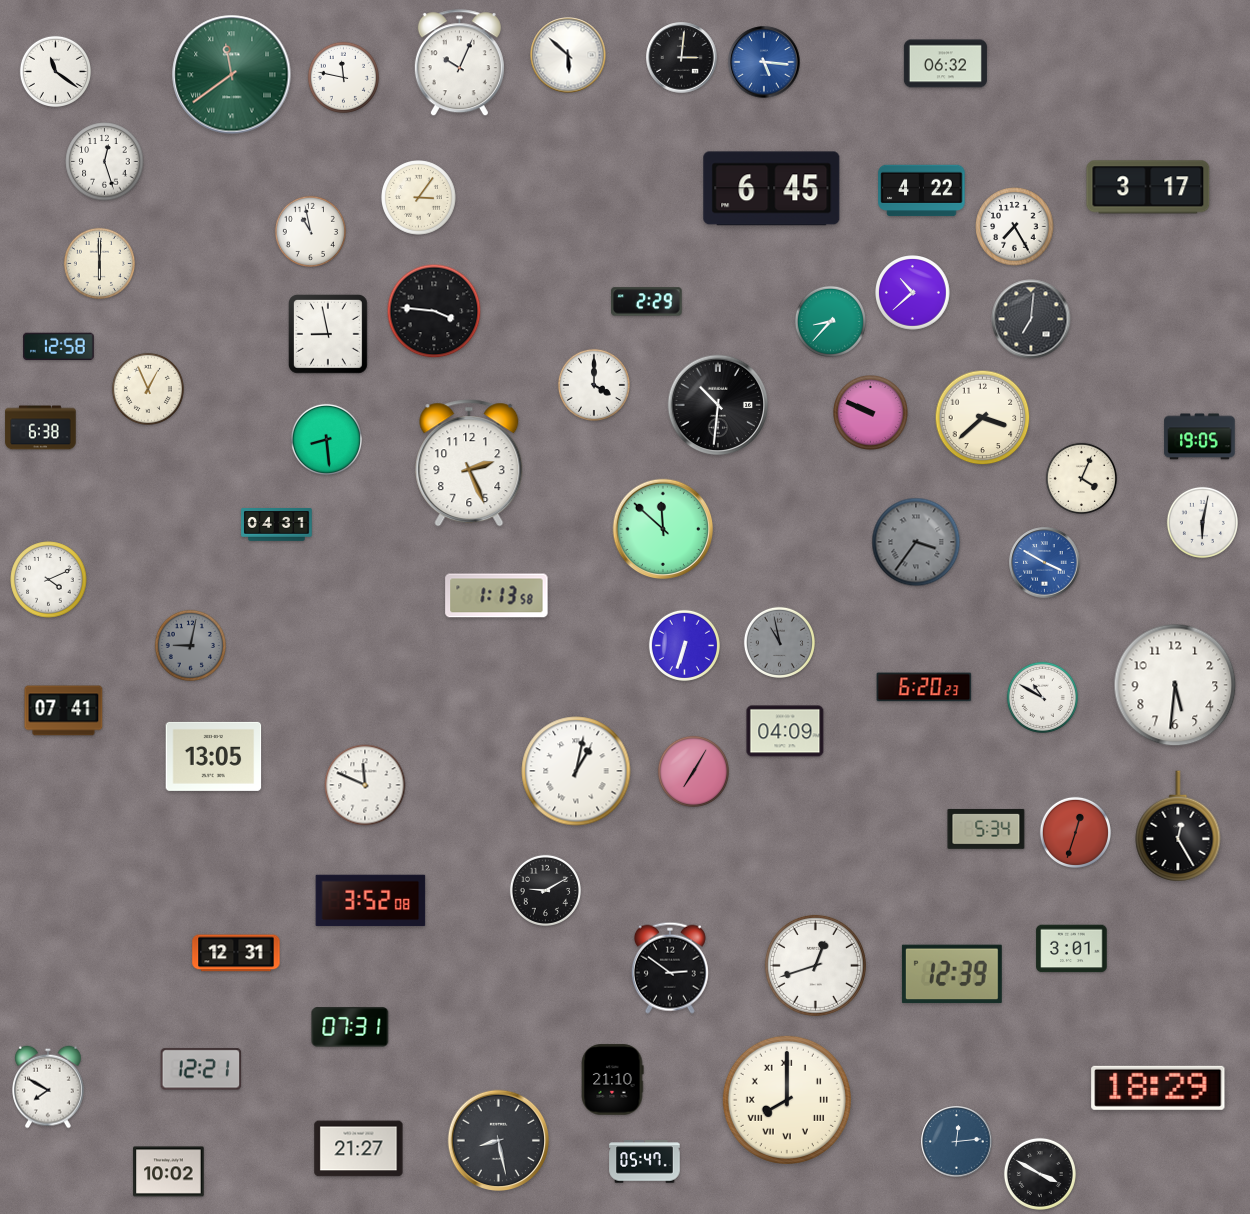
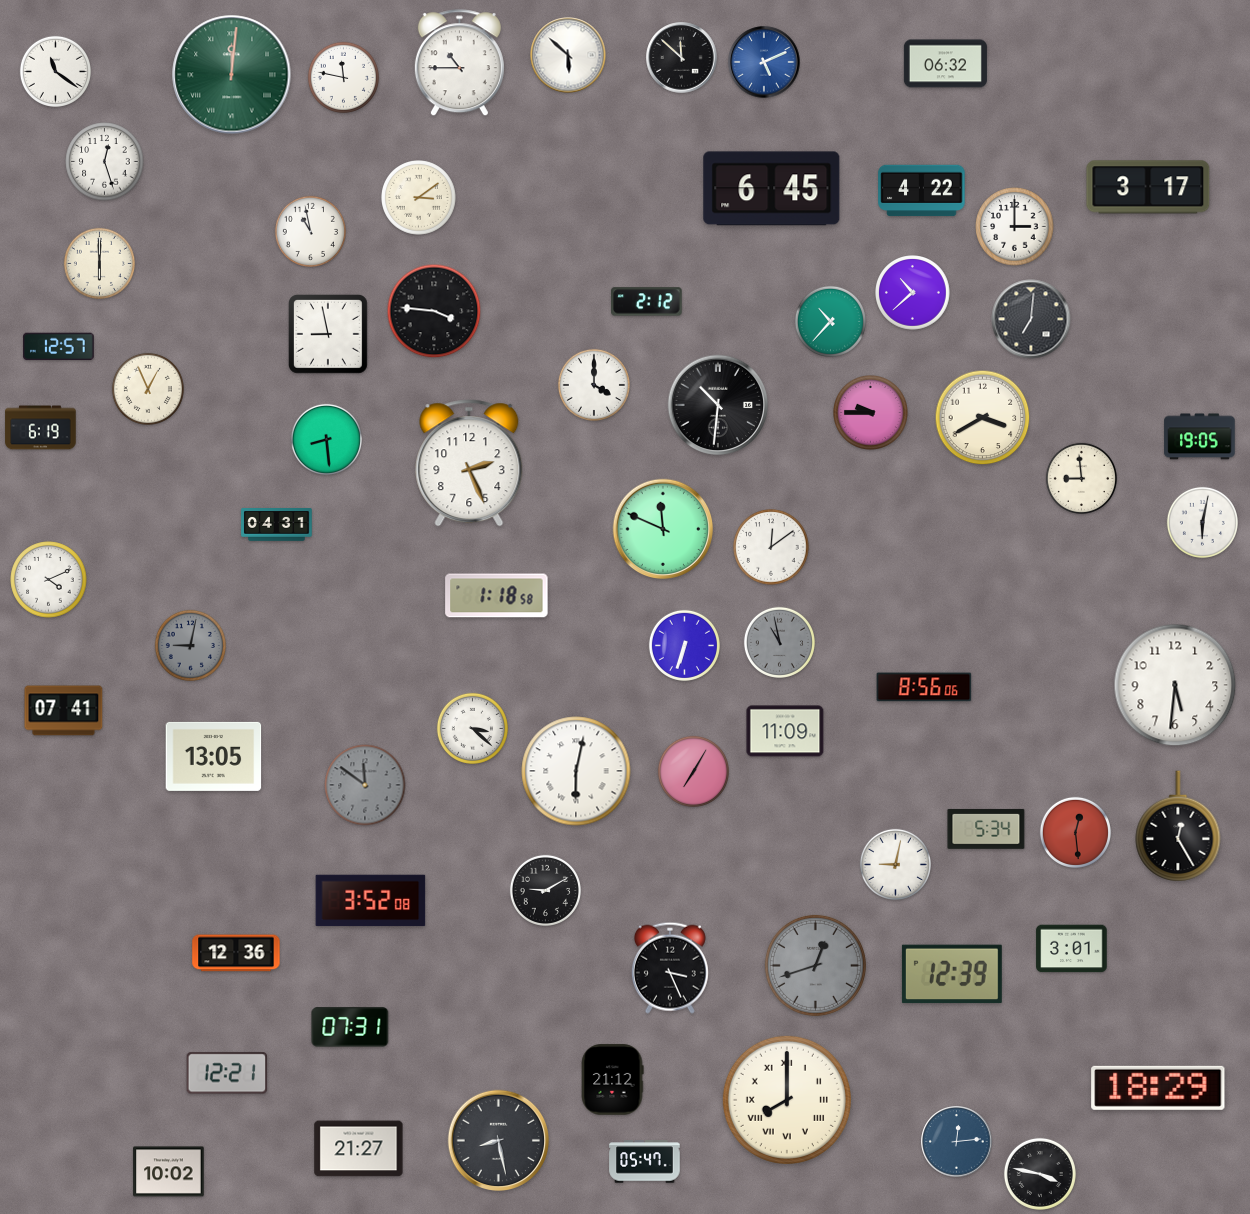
clock at (682, 58): 3:01 -> 11:52
clock at (764, 62): 5:16 -> 5:11
clock at (459, 63): 10:04 -> 10:45
clock at (232, 75): 11:39 -> 12:01
clock at (419, 198): 3:06 -> 3:09
clock at (1015, 227): 7:25 -> 3:00
clock at (647, 302): 2:29 -> 2:12
clock at (830, 321): 8:37 -> 10:37
clock at (59, 347): 12:58 -> 12:57
clock at (871, 413): 9:49 -> 9:45
clock at (983, 418): 3:38 -> 3:40
clock at (41, 428): 6:38 -> 6:19
clock at (1081, 478): 4:04 -> 8:59
clock at (663, 529): 11:52 -> 11:49
clock at (916, 542): 3:36 -> none
clock at (771, 547): none -> 12:09
clock at (1045, 563): 3:50 -> none
clock at (497, 596): 1:13 -> 1:18
clock at (924, 687): 6:20 -> 8:56
clock at (1042, 697): 10:50 -> none
clock at (472, 728): none -> 3:22
clock at (785, 731): 04:09 -> 11:09
clock at (576, 771): 1:02 -> 6:02
clock at (365, 785): 11:49 -> 11:51
clock at (365, 785) dial: white -> grey
clock at (1075, 832): 12:33 -> 12:29
clock at (895, 864): none -> 9:02
clock at (236, 953): 12:31 -> 12:36
clock at (815, 965) dial: white -> grey
clock at (670, 968): 2:51 -> 3:26
clock at (201, 1069) position: (201, 1069) -> (227, 1073)
clock at (612, 1080): 21:10 -> 21:12
clock at (48, 1087): 7:50 -> none
clock at (1040, 1174): 3:50 -> 3:47
